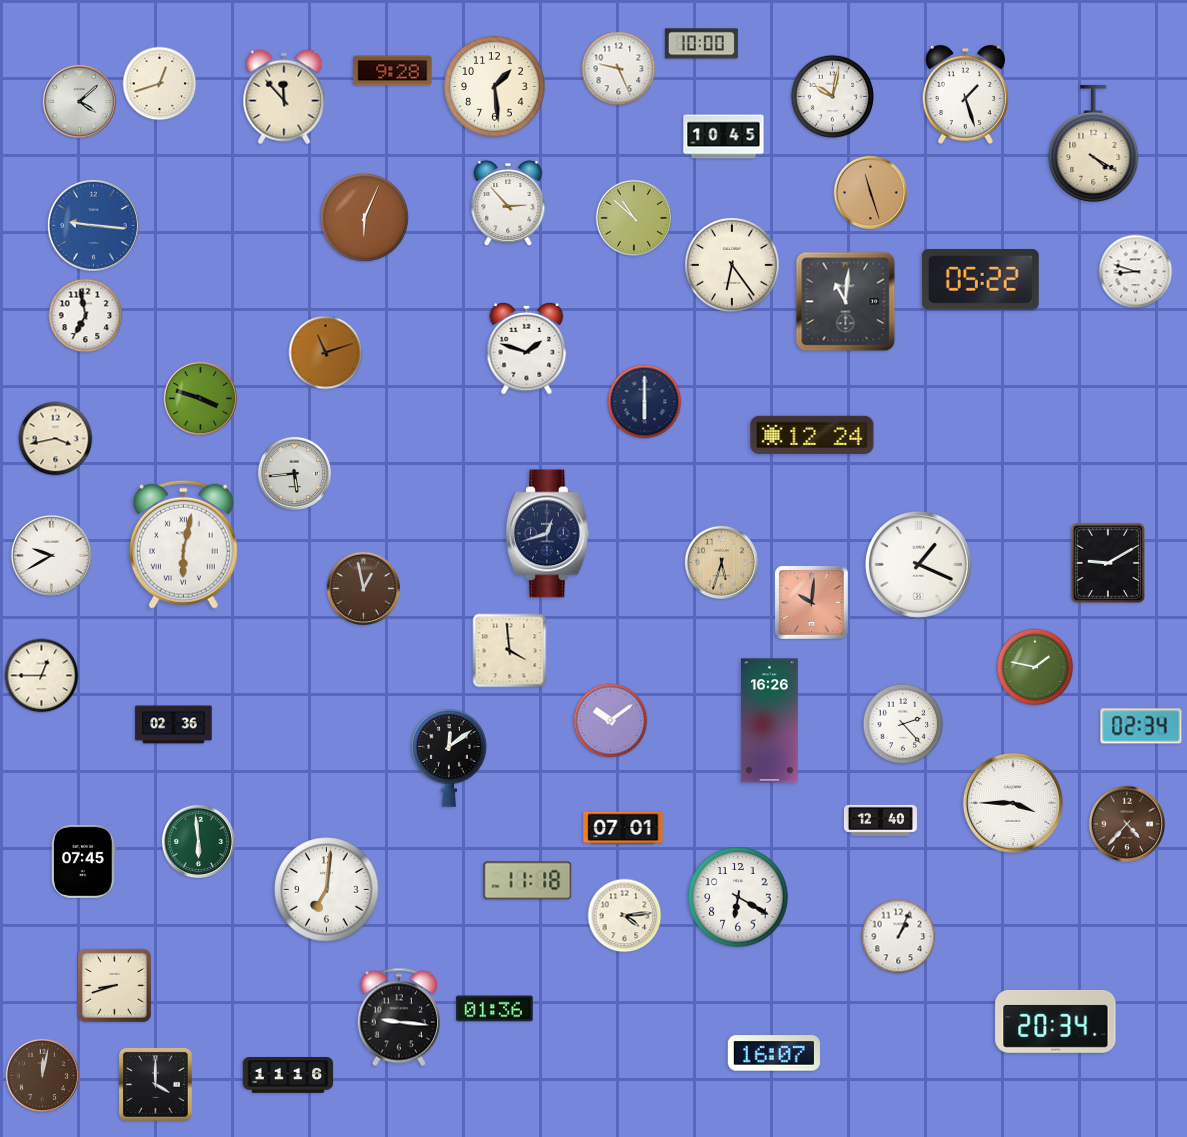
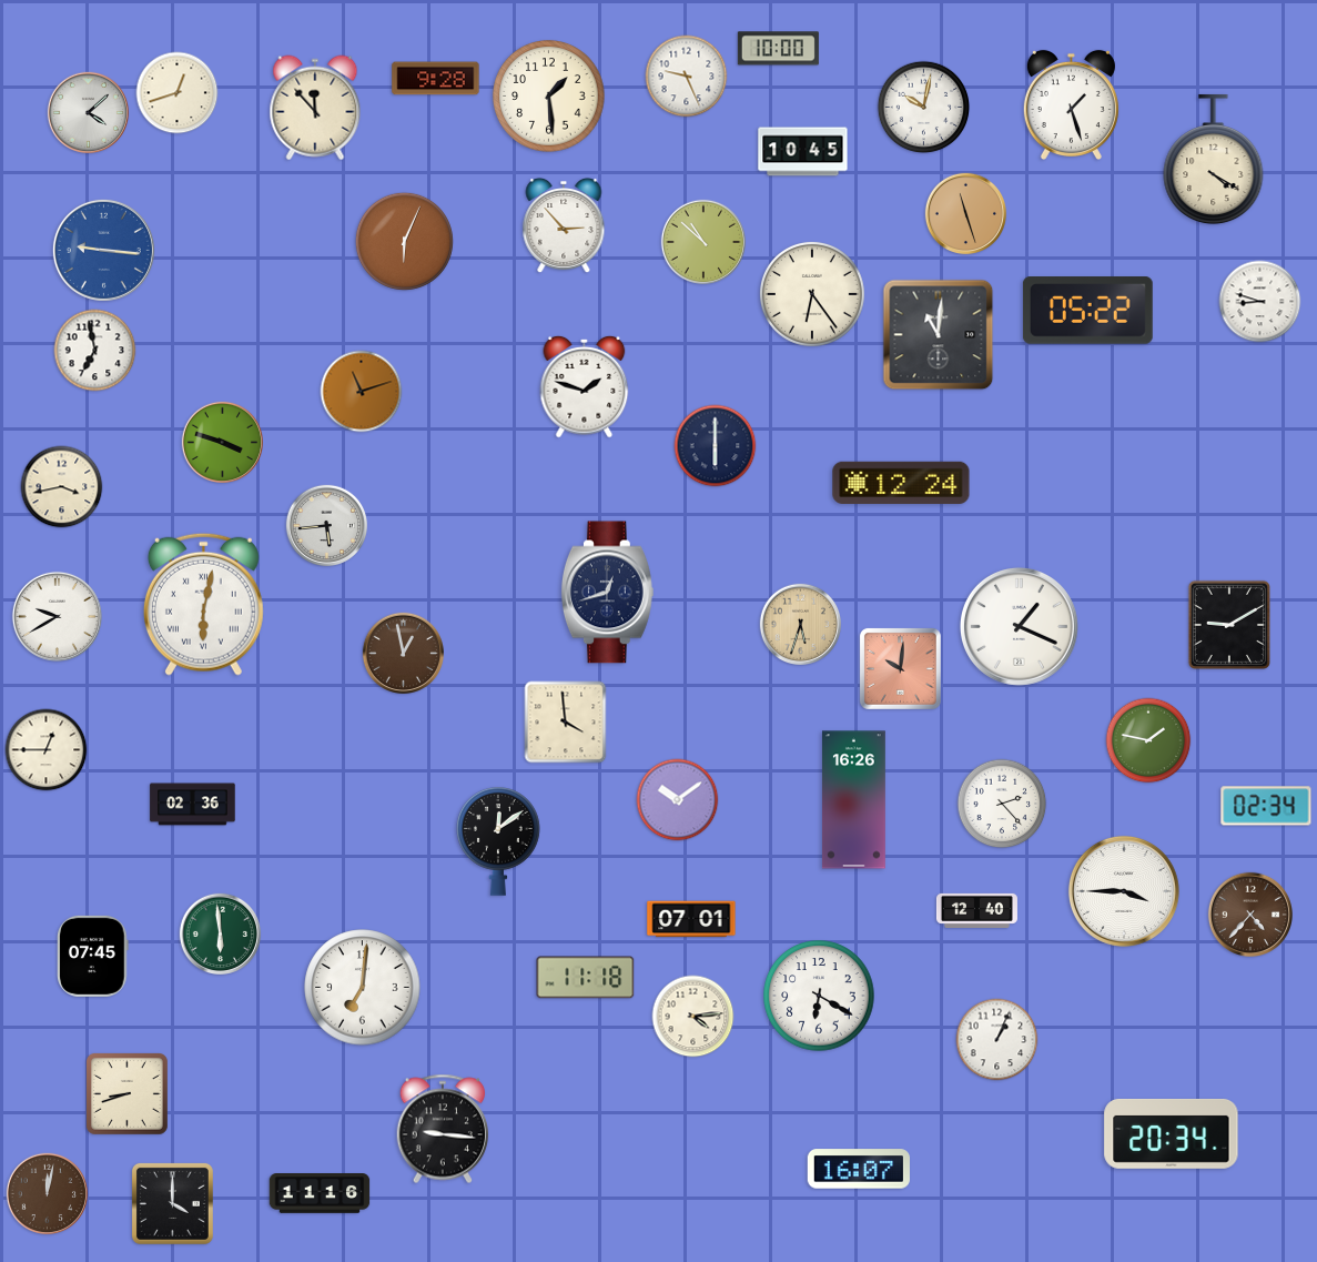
clock at (495, 1009): 01:36 -> none
